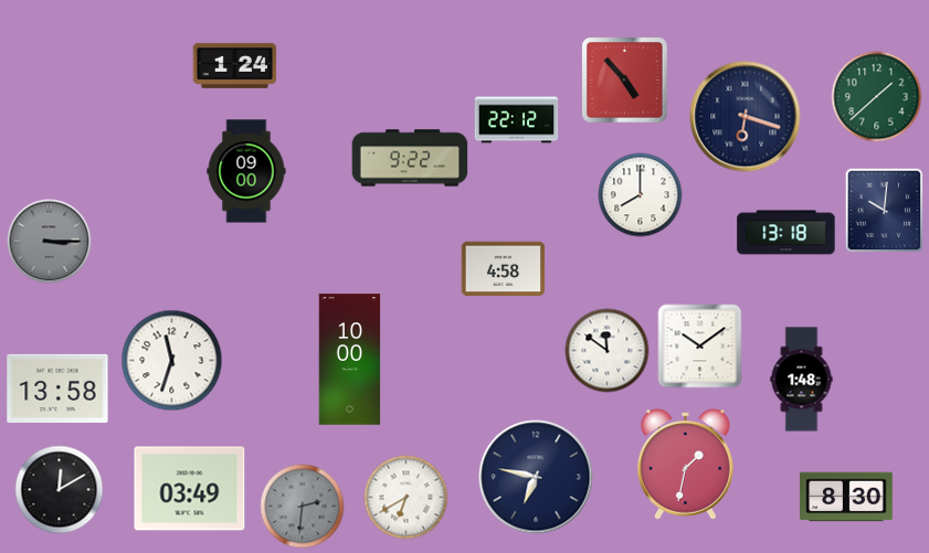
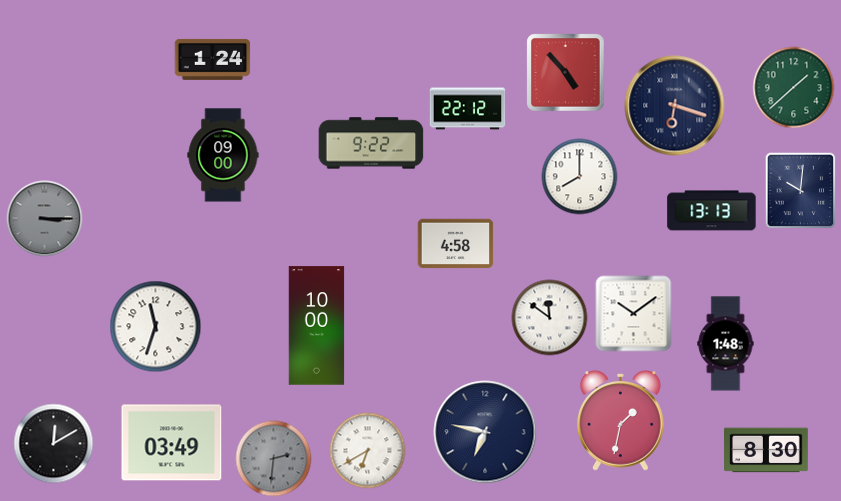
clock at (787, 233): 13:18 -> 13:13
clock at (57, 389): 13:58 -> none
